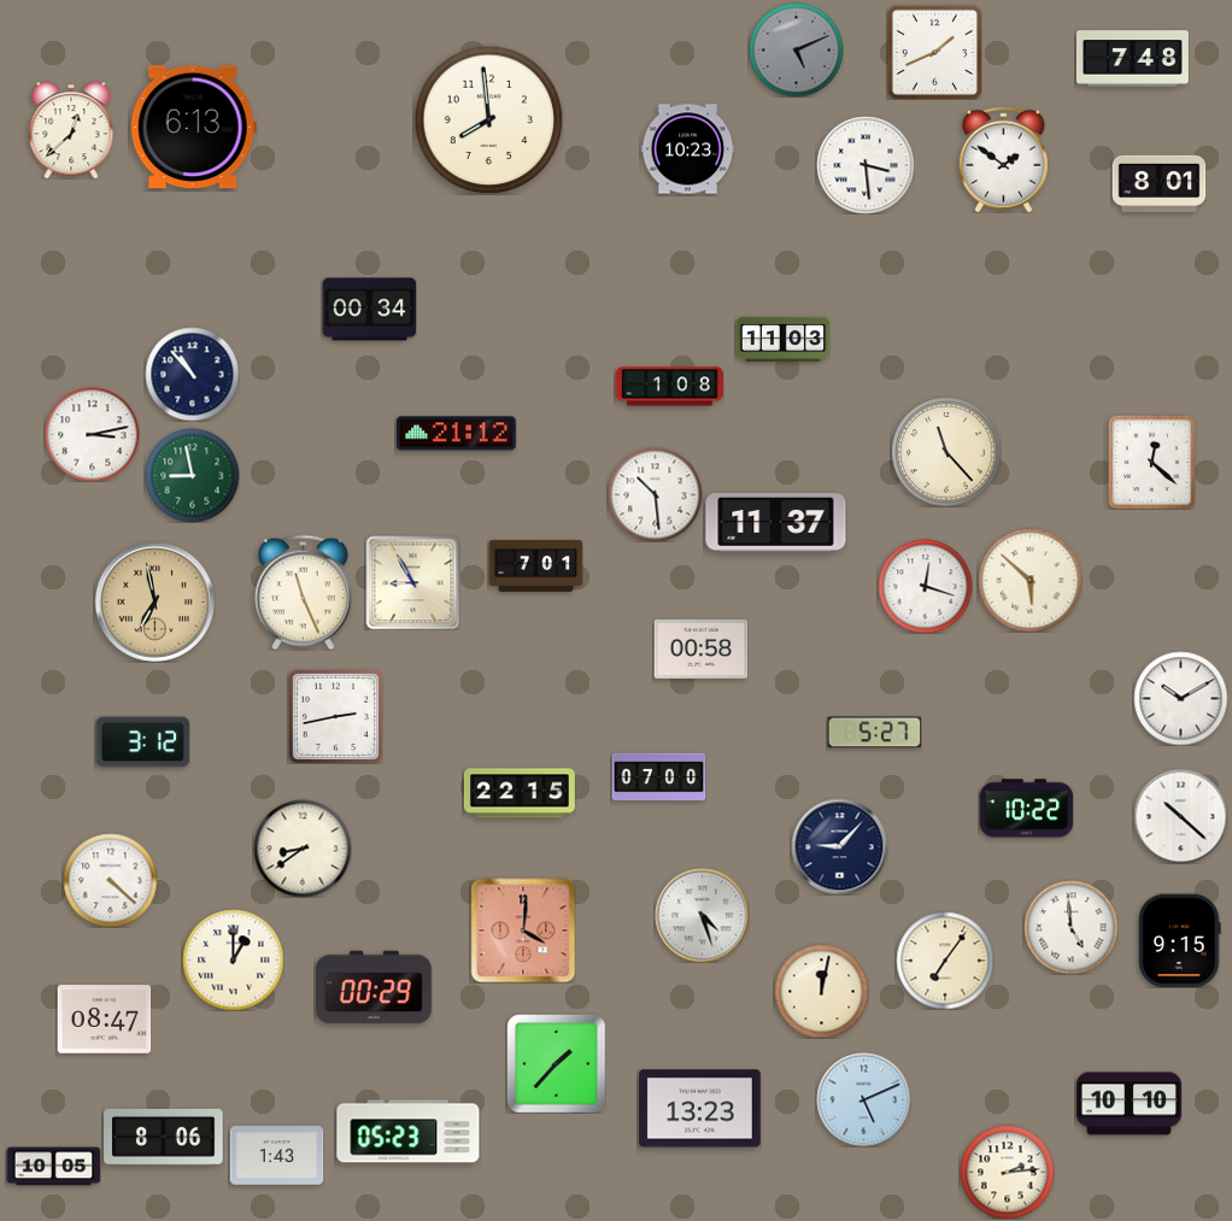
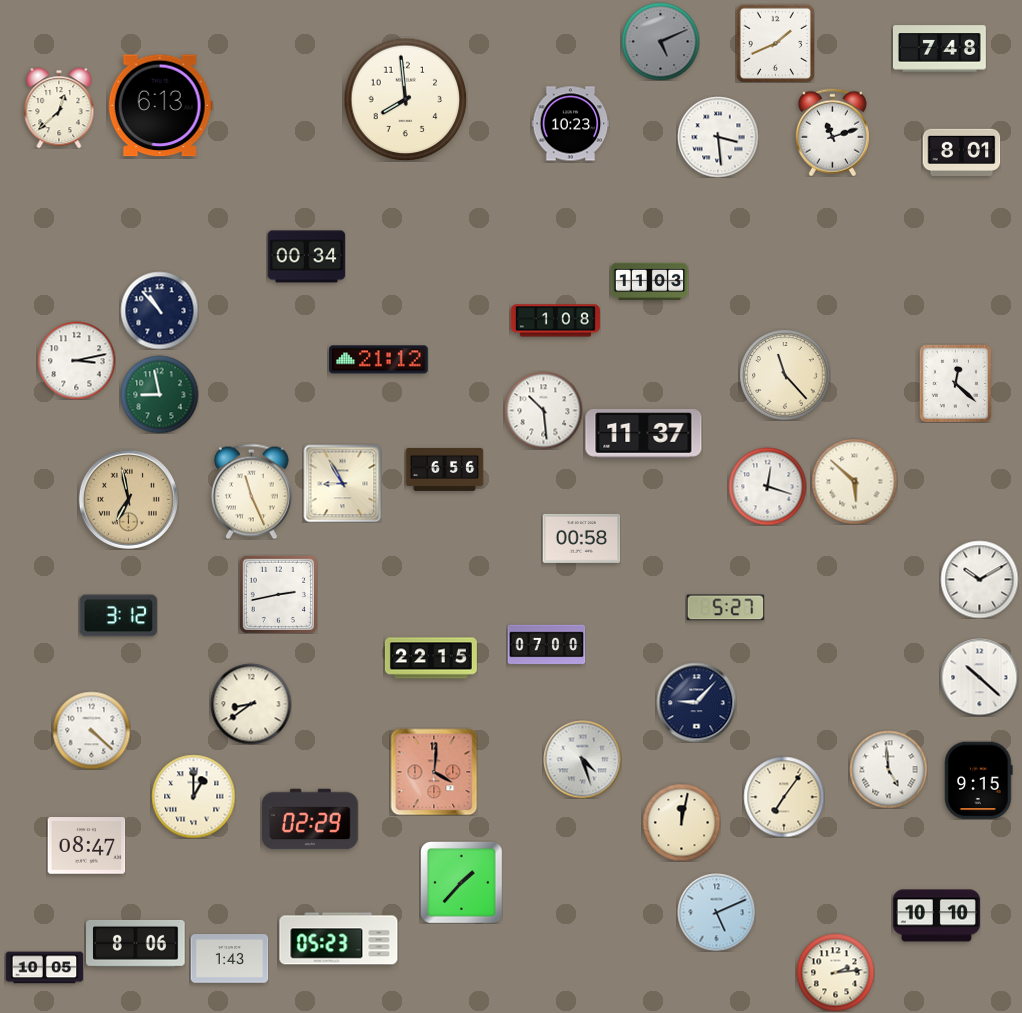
clock at (1003, 159): 1:51 -> 11:12
clock at (535, 565): 7:01 -> 6:56
clock at (1026, 809): 10:22 -> none
clock at (375, 987): 00:29 -> 02:29
clock at (700, 1109): 13:23 -> none
